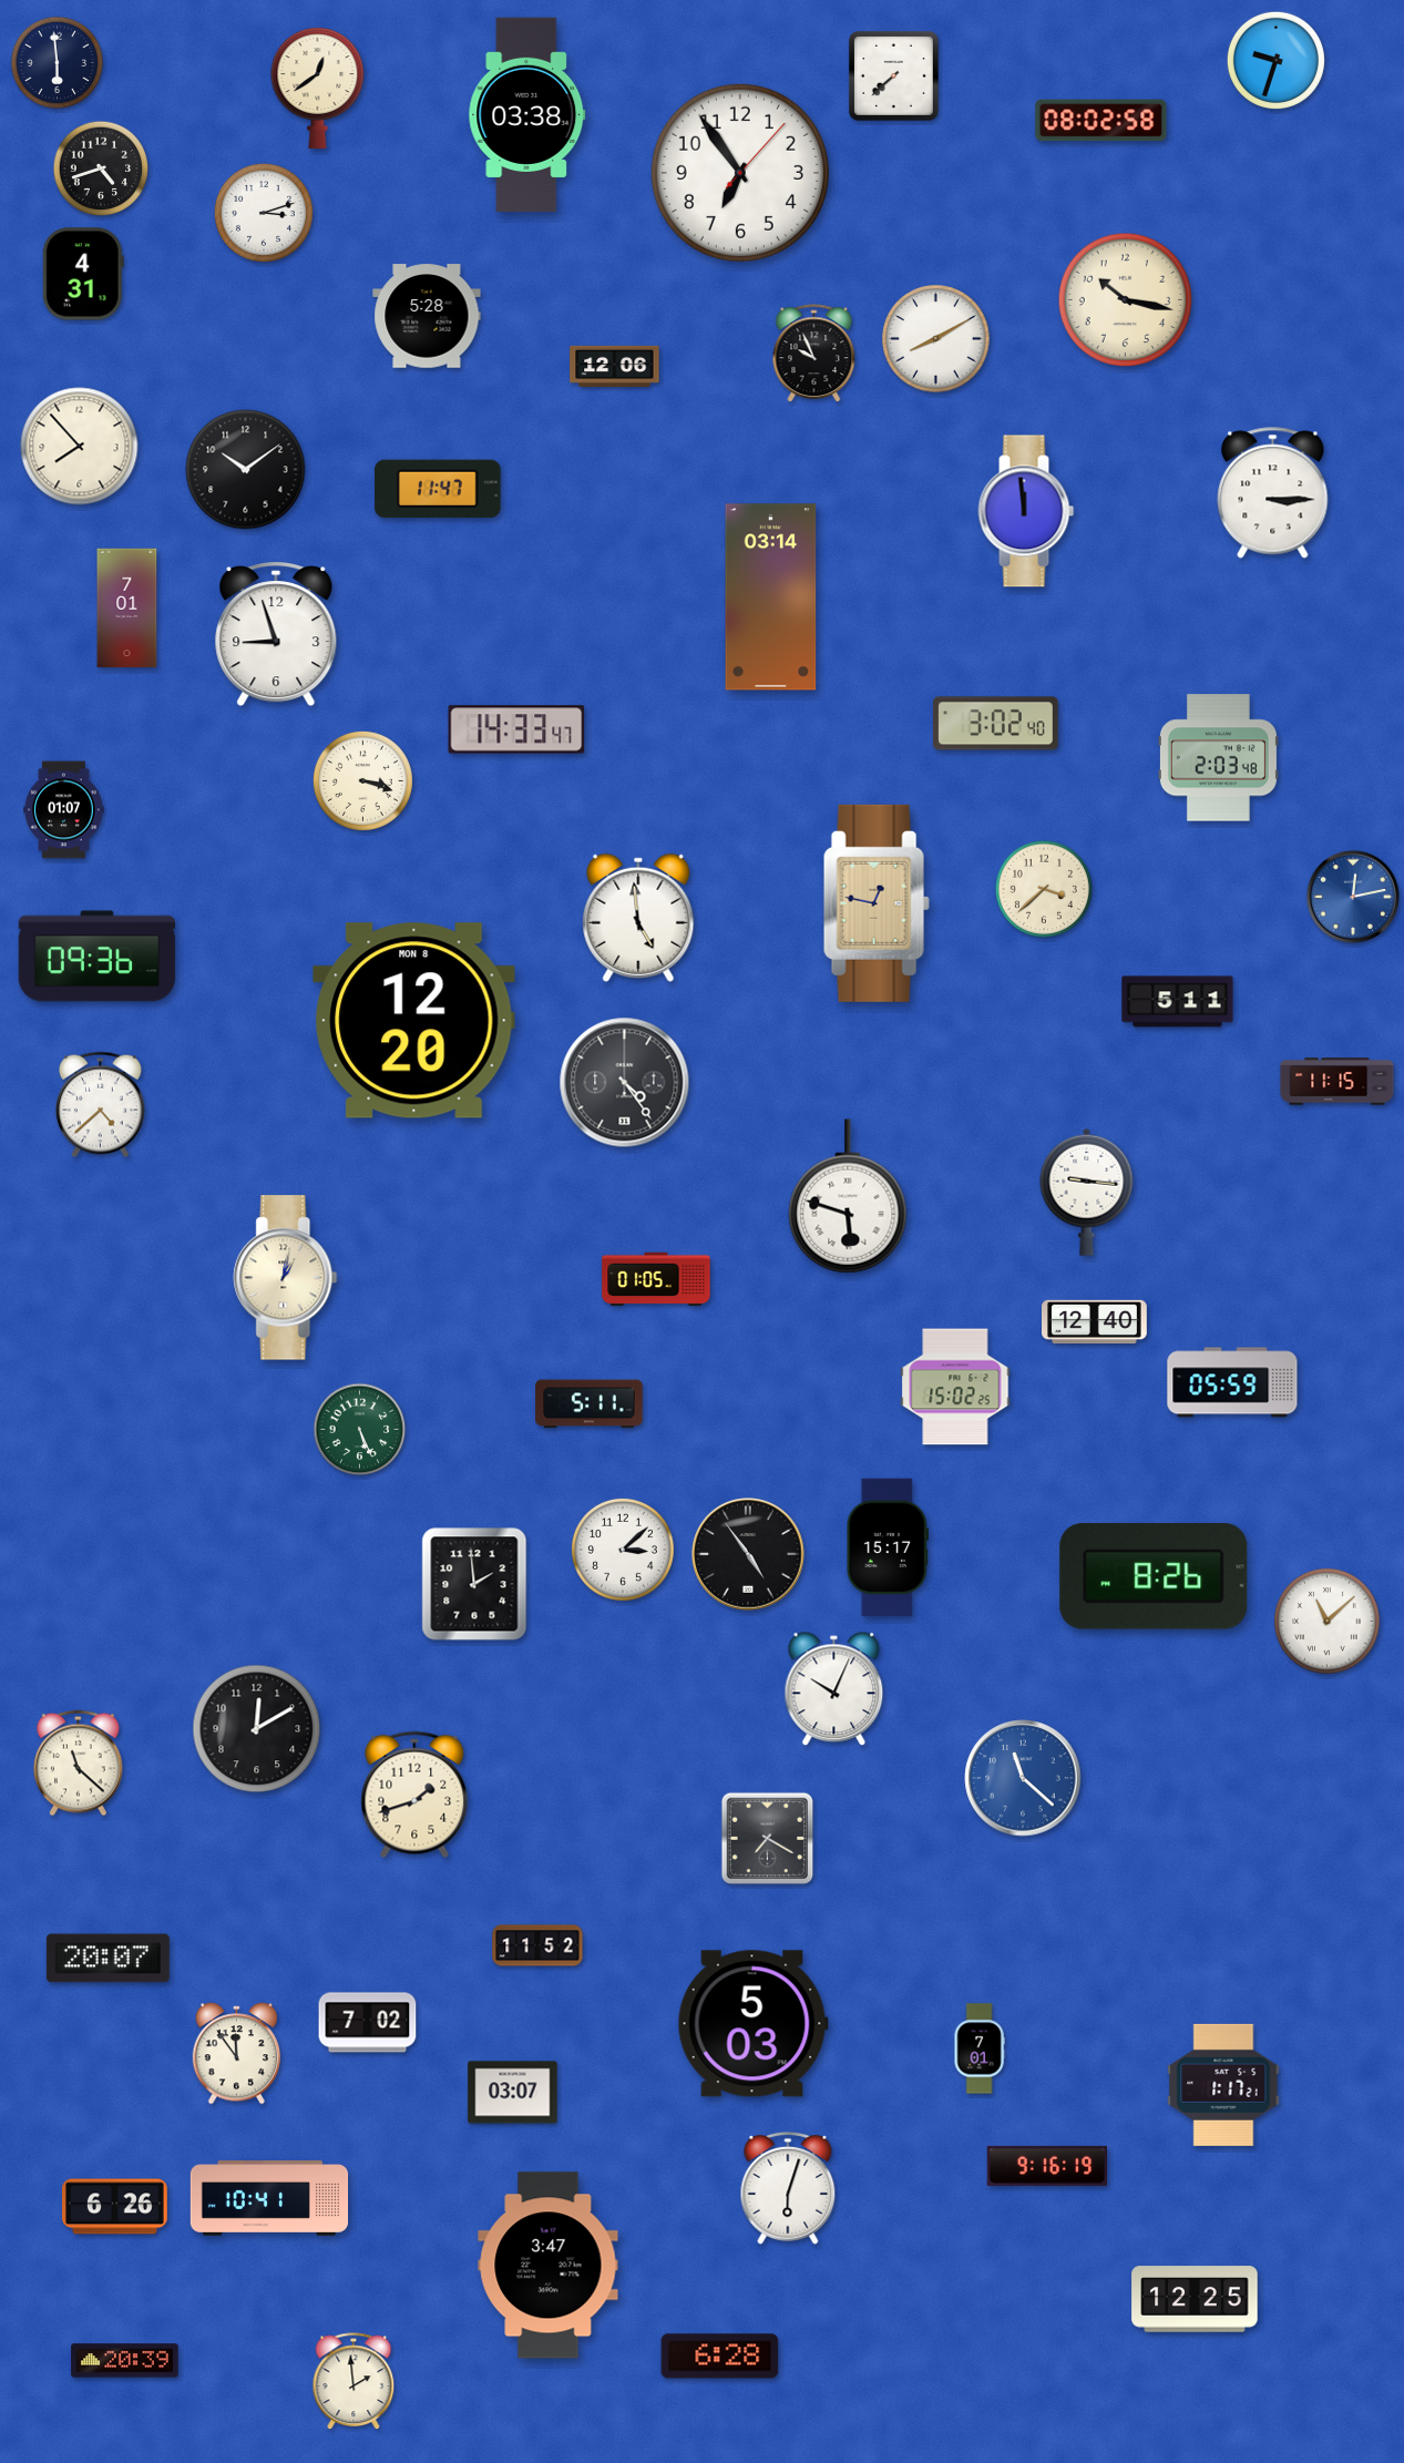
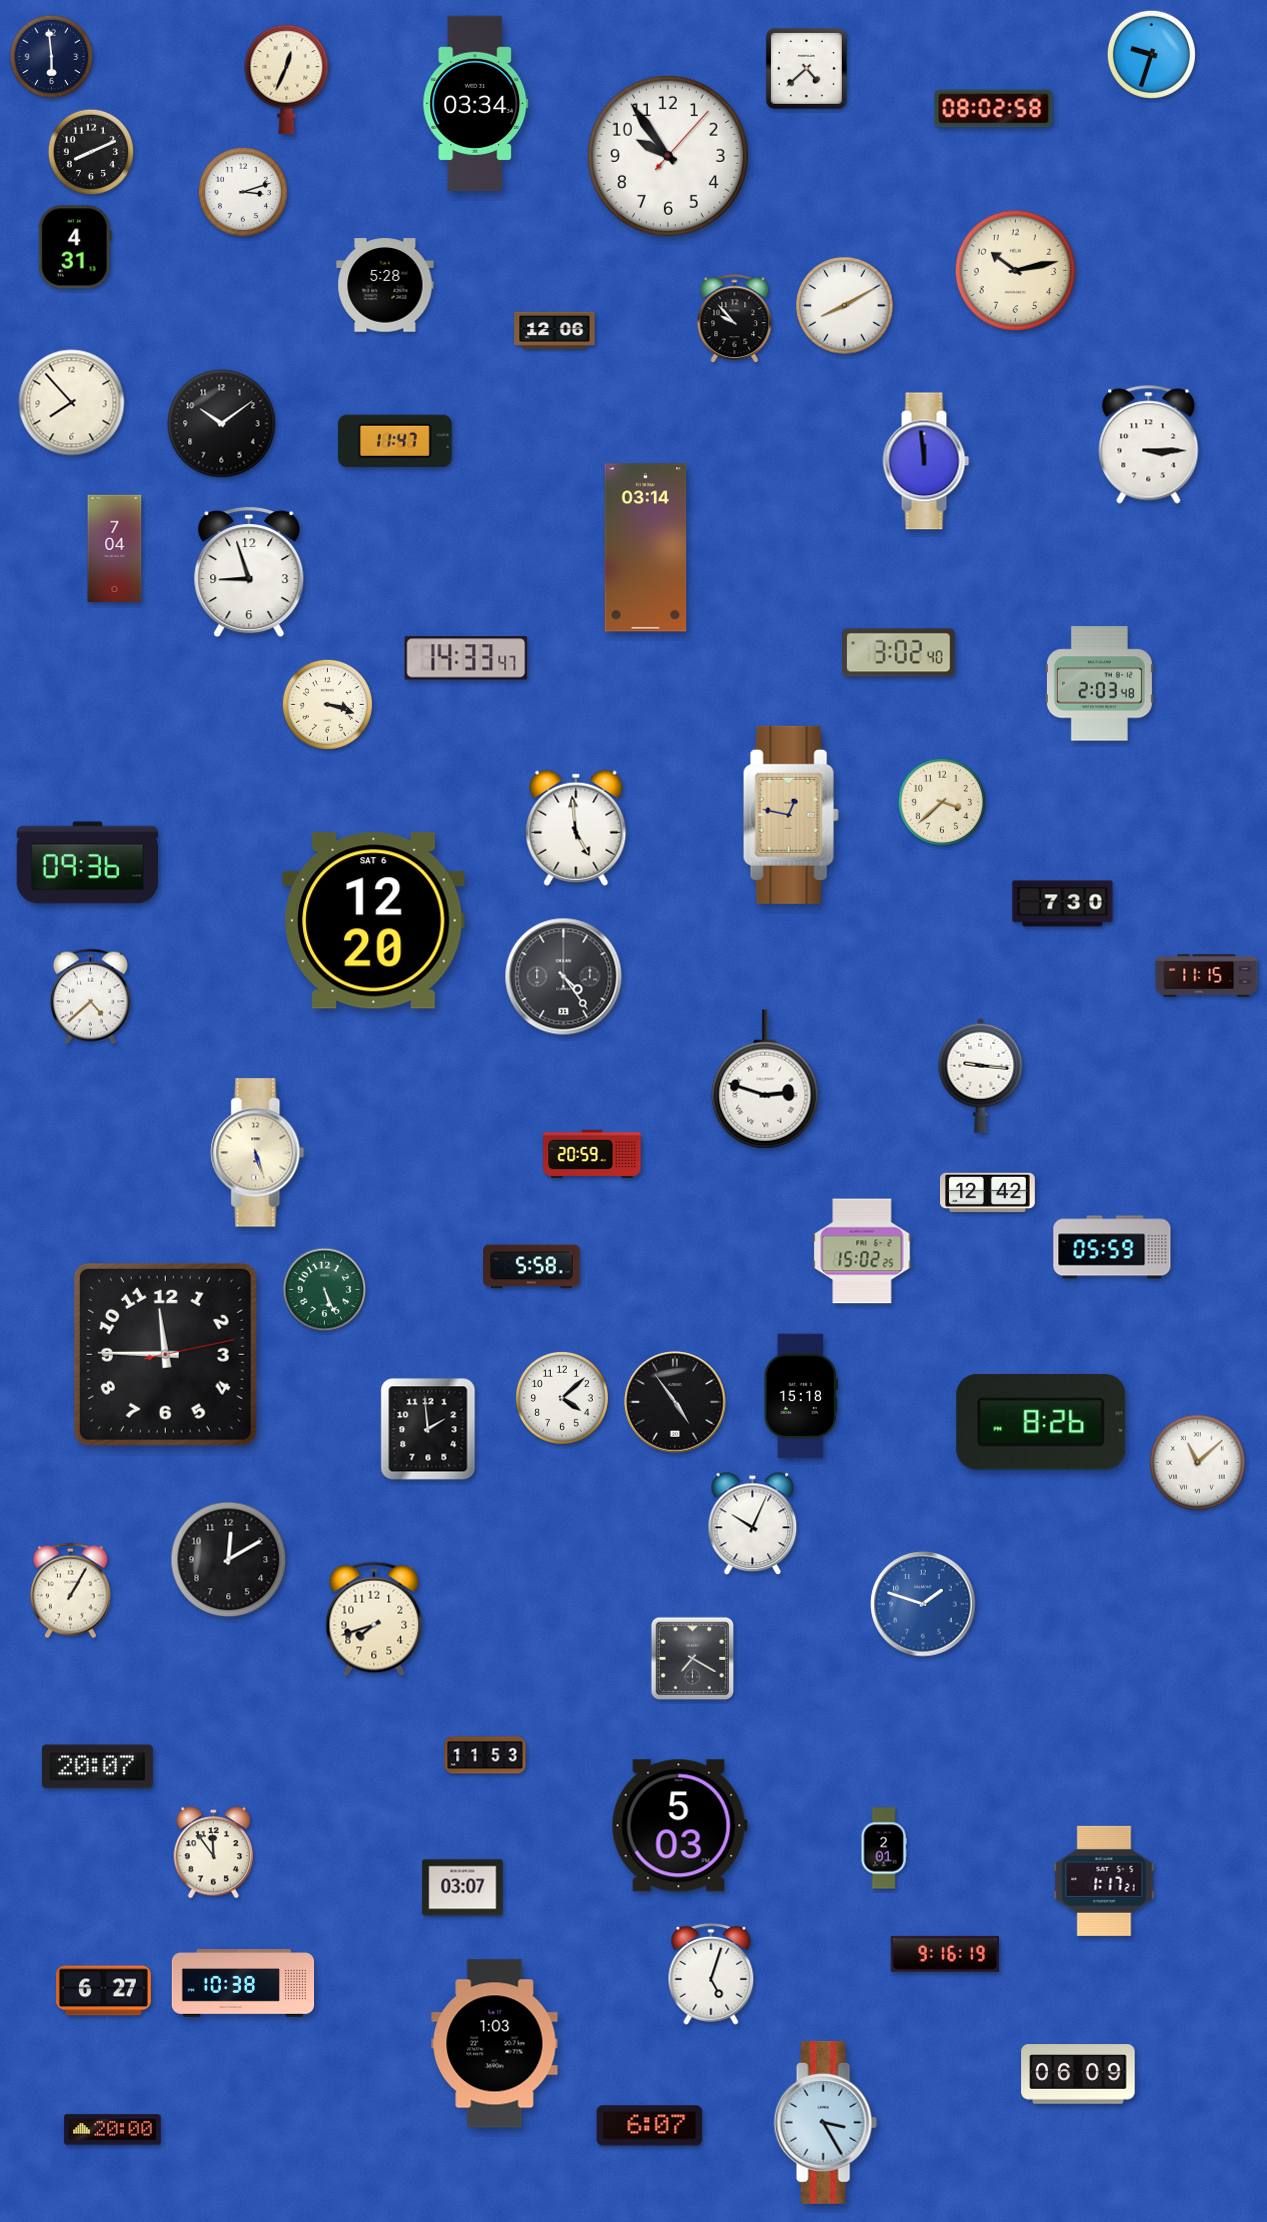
clock at (893, 75): 7:38 -> 4:38
clock at (318, 88): 12:39 -> 12:34
clock at (527, 115): 03:38 -> 03:34
clock at (101, 168): 4:42 -> 8:11
clock at (740, 173): 6:54 -> 9:54
clock at (264, 213) position: (264, 213) -> (243, 192)
clock at (1126, 300): 10:17 -> 10:13
clock at (814, 354): 9:56 -> 9:53
clock at (771, 597) position: (771, 597) -> (646, 548)
clock at (127, 609): 7:01 -> 7:04
clock at (64, 810): 01:07 -> none
clock at (1353, 897): 12:13 -> none
clock at (1178, 1002): 5:11 -> 7:30
clock at (414, 1021) date: MON 8 -> SAT 6
clock at (848, 1196): 5:48 -> 2:48
clock at (286, 1278): 1:02 -> 5:27
clock at (656, 1279): 01:05 -> 20:59
clock at (1095, 1322): 12:40 -> 12:42
clock at (590, 1404): 5:11 -> 5:58
clock at (165, 1354): none -> 11:45
clock at (887, 1547): 15:17 -> 15:18
clock at (623, 1550): 3:08 -> 4:08
clock at (257, 1729) position: (257, 1729) -> (229, 1560)
clock at (78, 1764): 11:22 -> 1:05
clock at (1023, 1778): 11:22 -> 1:48
clock at (414, 1795): 1:42 -> 7:42
clock at (537, 1945): 11:52 -> 11:53
clock at (368, 2023): 7:02 -> none
clock at (980, 2048): 7:01 -> 2:01
clock at (788, 2188): 6:03 -> 5:03
clock at (269, 2198): 10:41 -> 10:38
clock at (115, 2207): 6:26 -> 6:27
clock at (549, 2266): 3:47 -> 1:03
clock at (1195, 2299): 12:25 -> 06:09
clock at (825, 2122): none -> 3:25
clock at (720, 2357): 6:28 -> 6:07
clock at (125, 2361): 20:39 -> 20:00
clock at (353, 2382): 1:59 -> none
